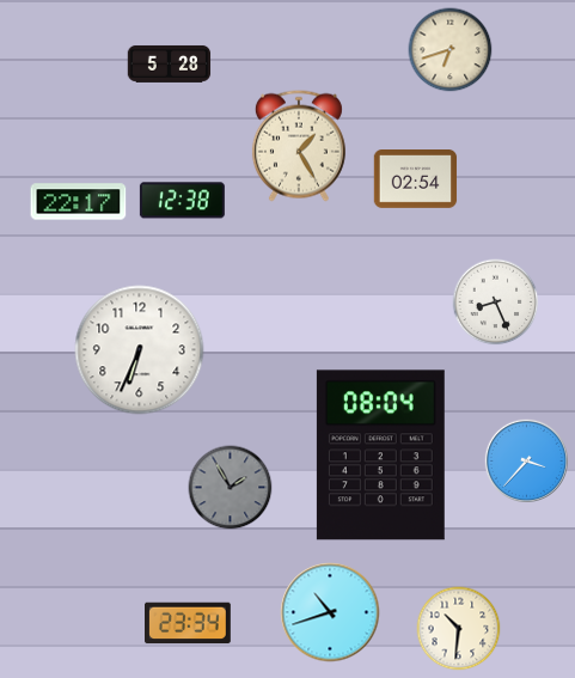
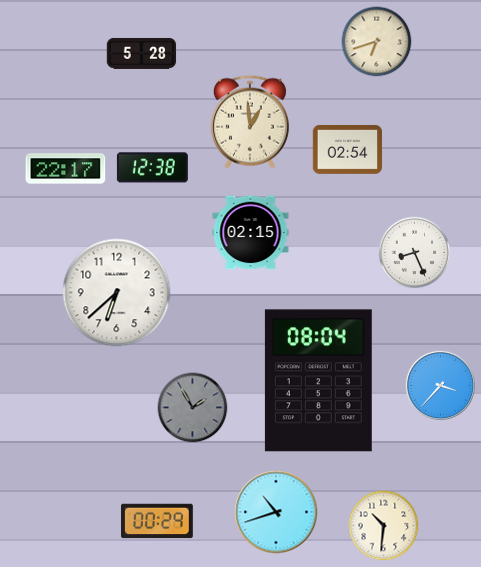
clock at (299, 146): 1:25 -> 12:59
clock at (251, 233): none -> 02:15
clock at (140, 350): 6:34 -> 6:38
clock at (189, 623): 23:34 -> 00:29
